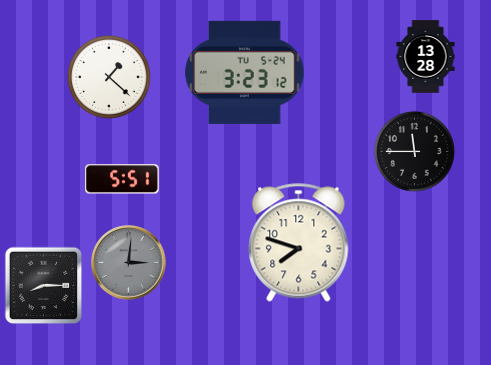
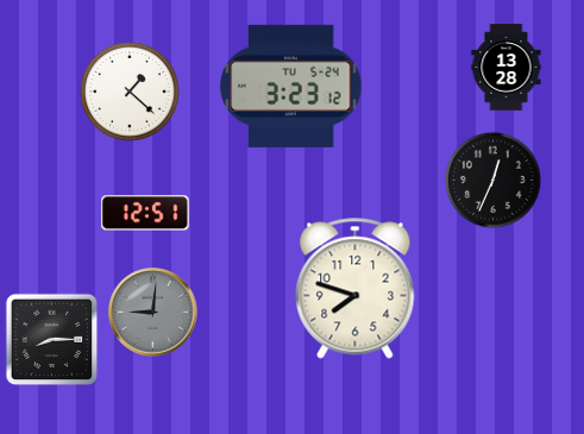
clock at (414, 151): 11:45 -> 12:34
clock at (122, 179): 5:51 -> 12:51
clock at (129, 263): 3:01 -> 9:01
